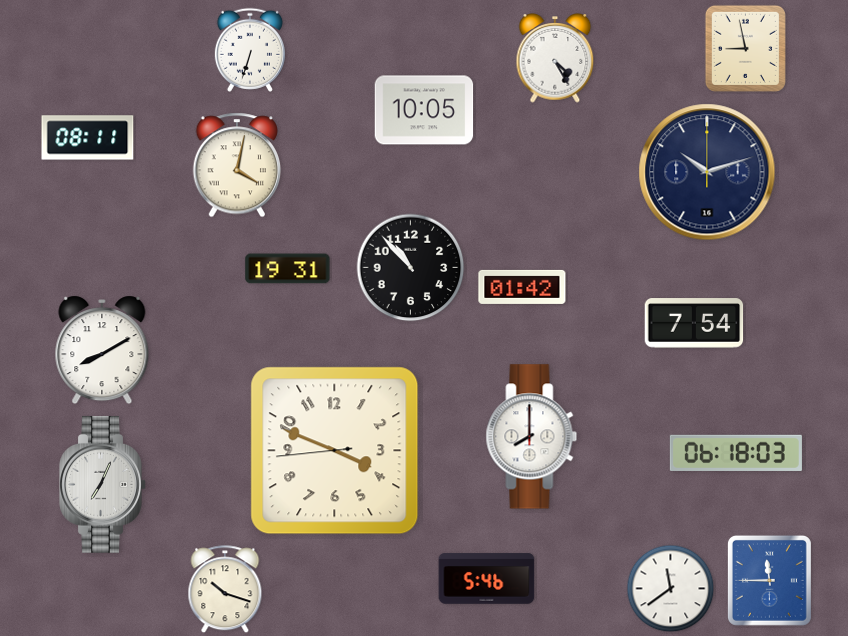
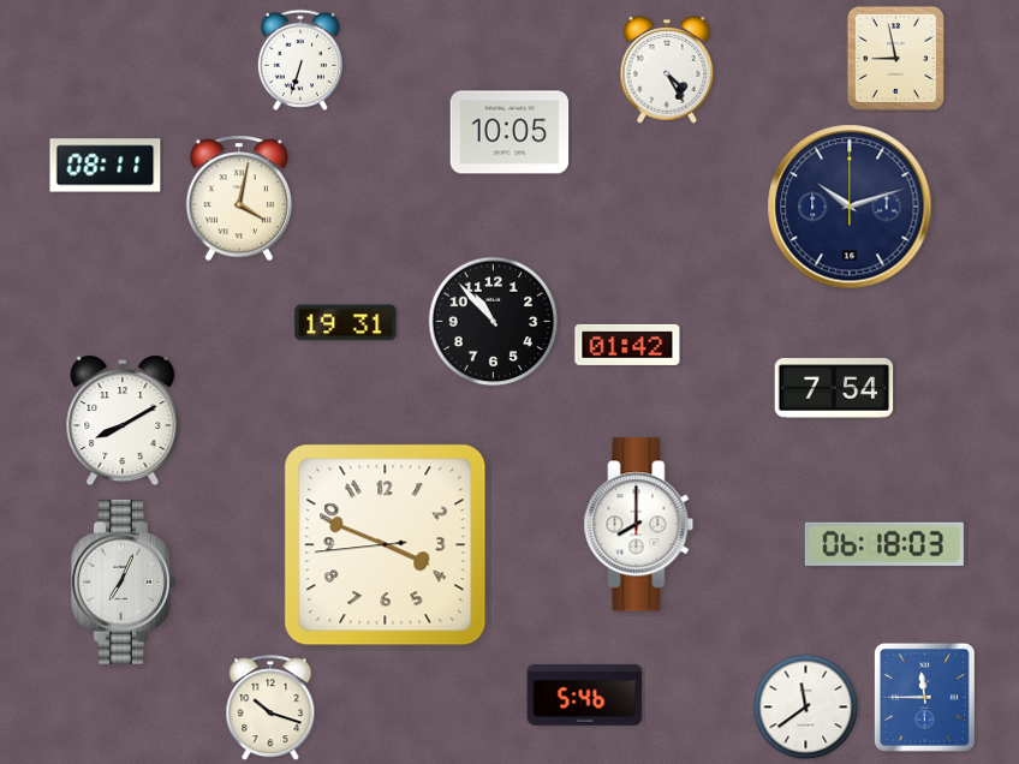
clock at (237, 165) position: (237, 165) -> (239, 198)
clock at (335, 451) position: (335, 451) -> (386, 545)
